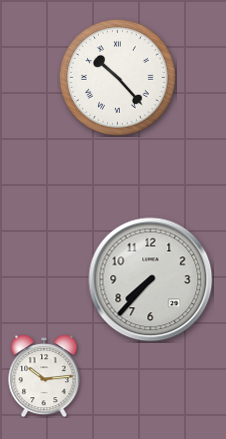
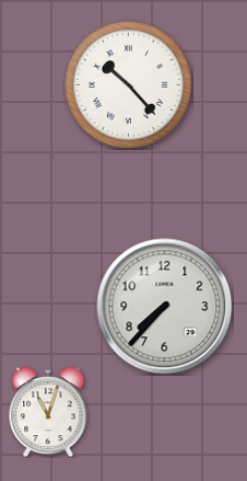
clock at (44, 376): 10:14 -> 11:03
